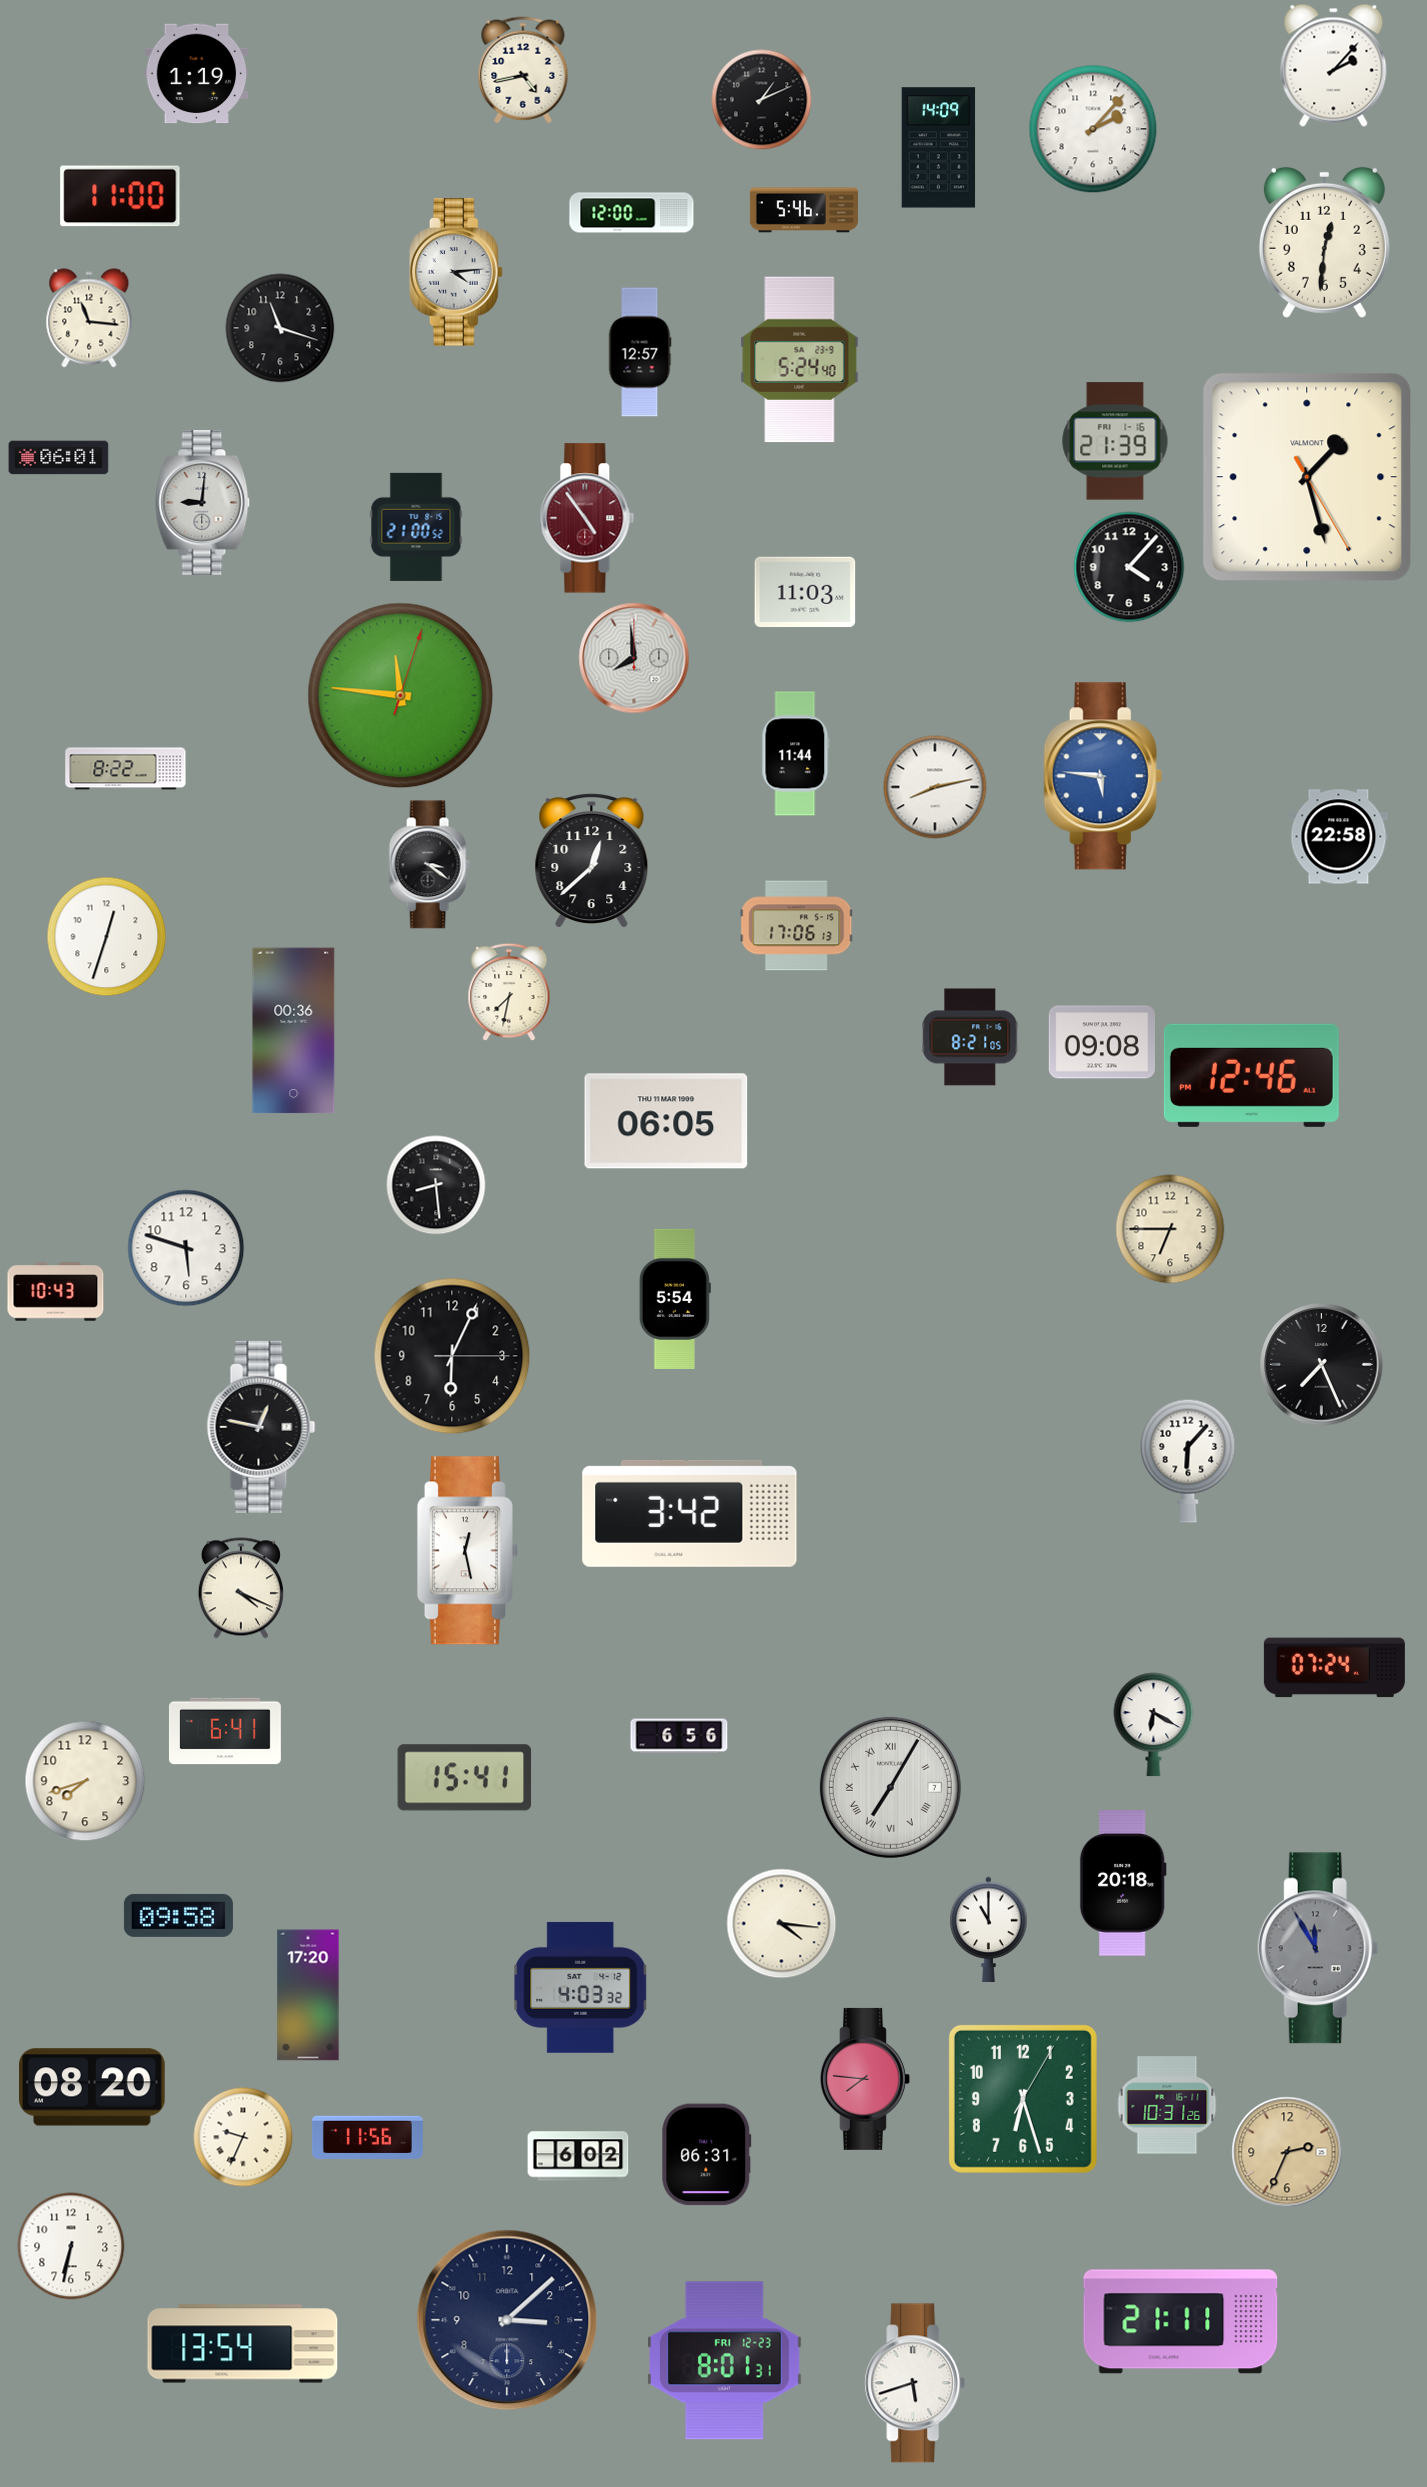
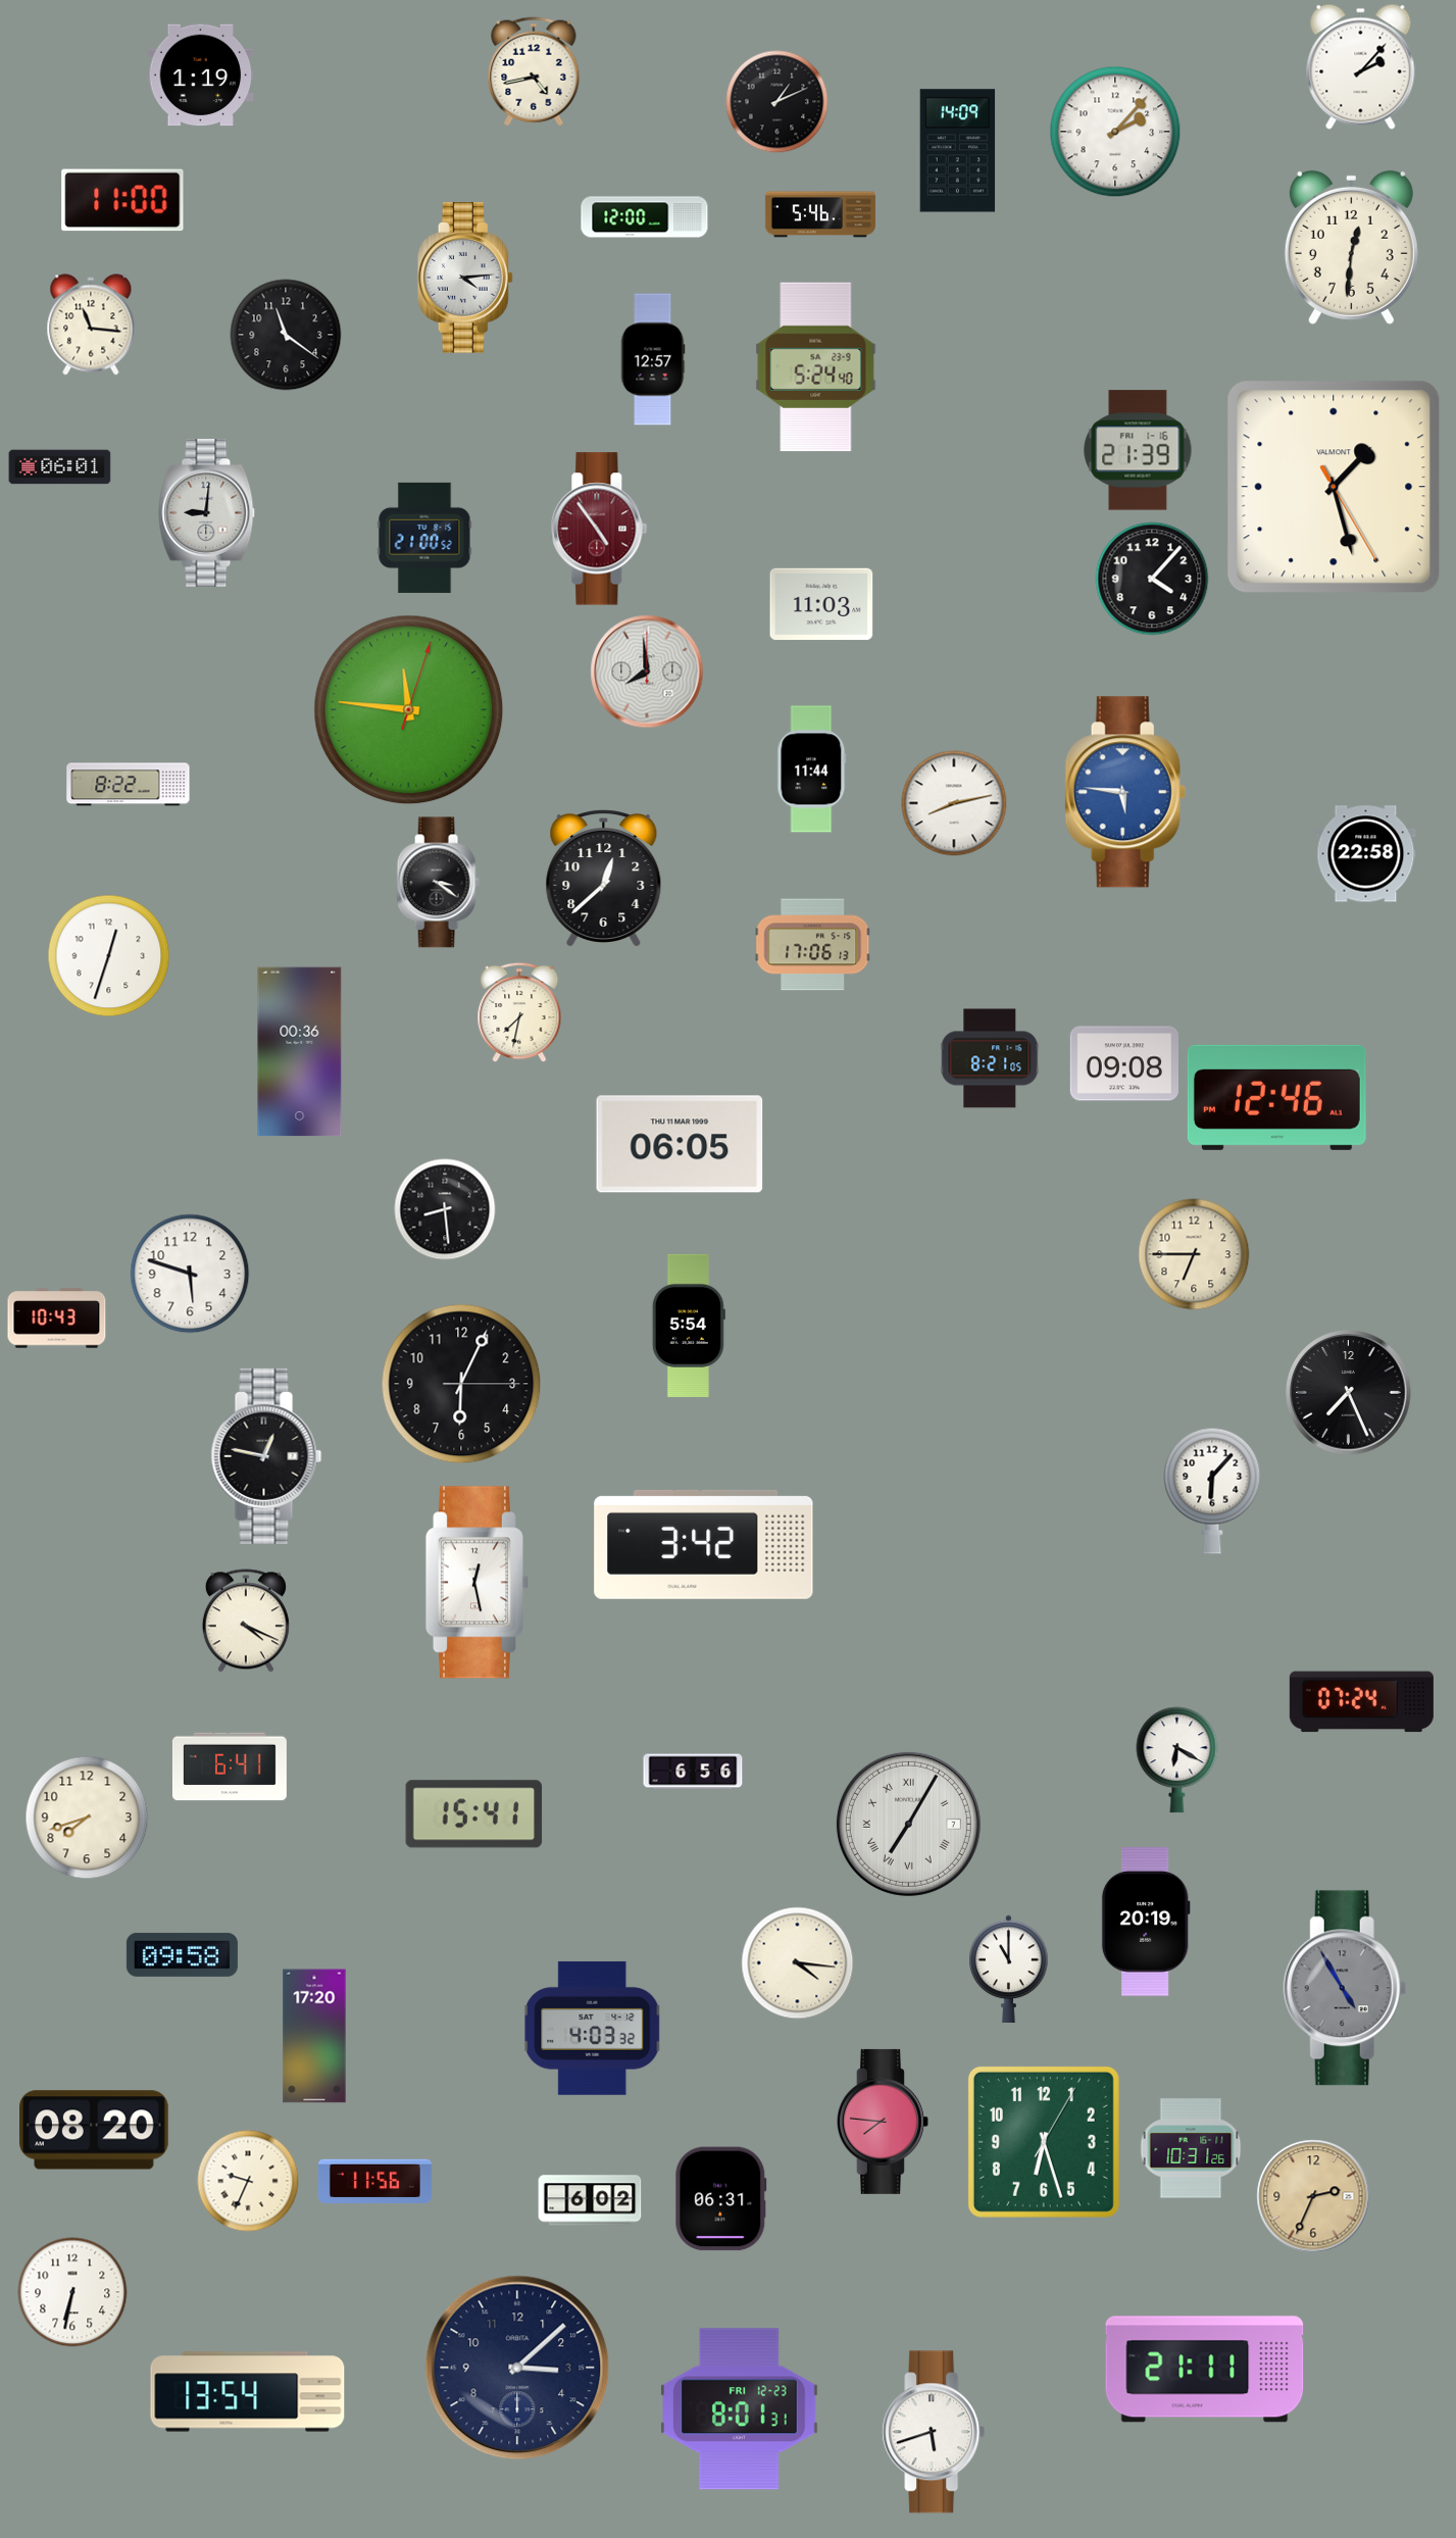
clock at (280, 328): 11:18 -> 11:21
clock at (1123, 1884): 20:18 -> 20:19
clock at (1318, 1948): 11:55 -> 4:55
